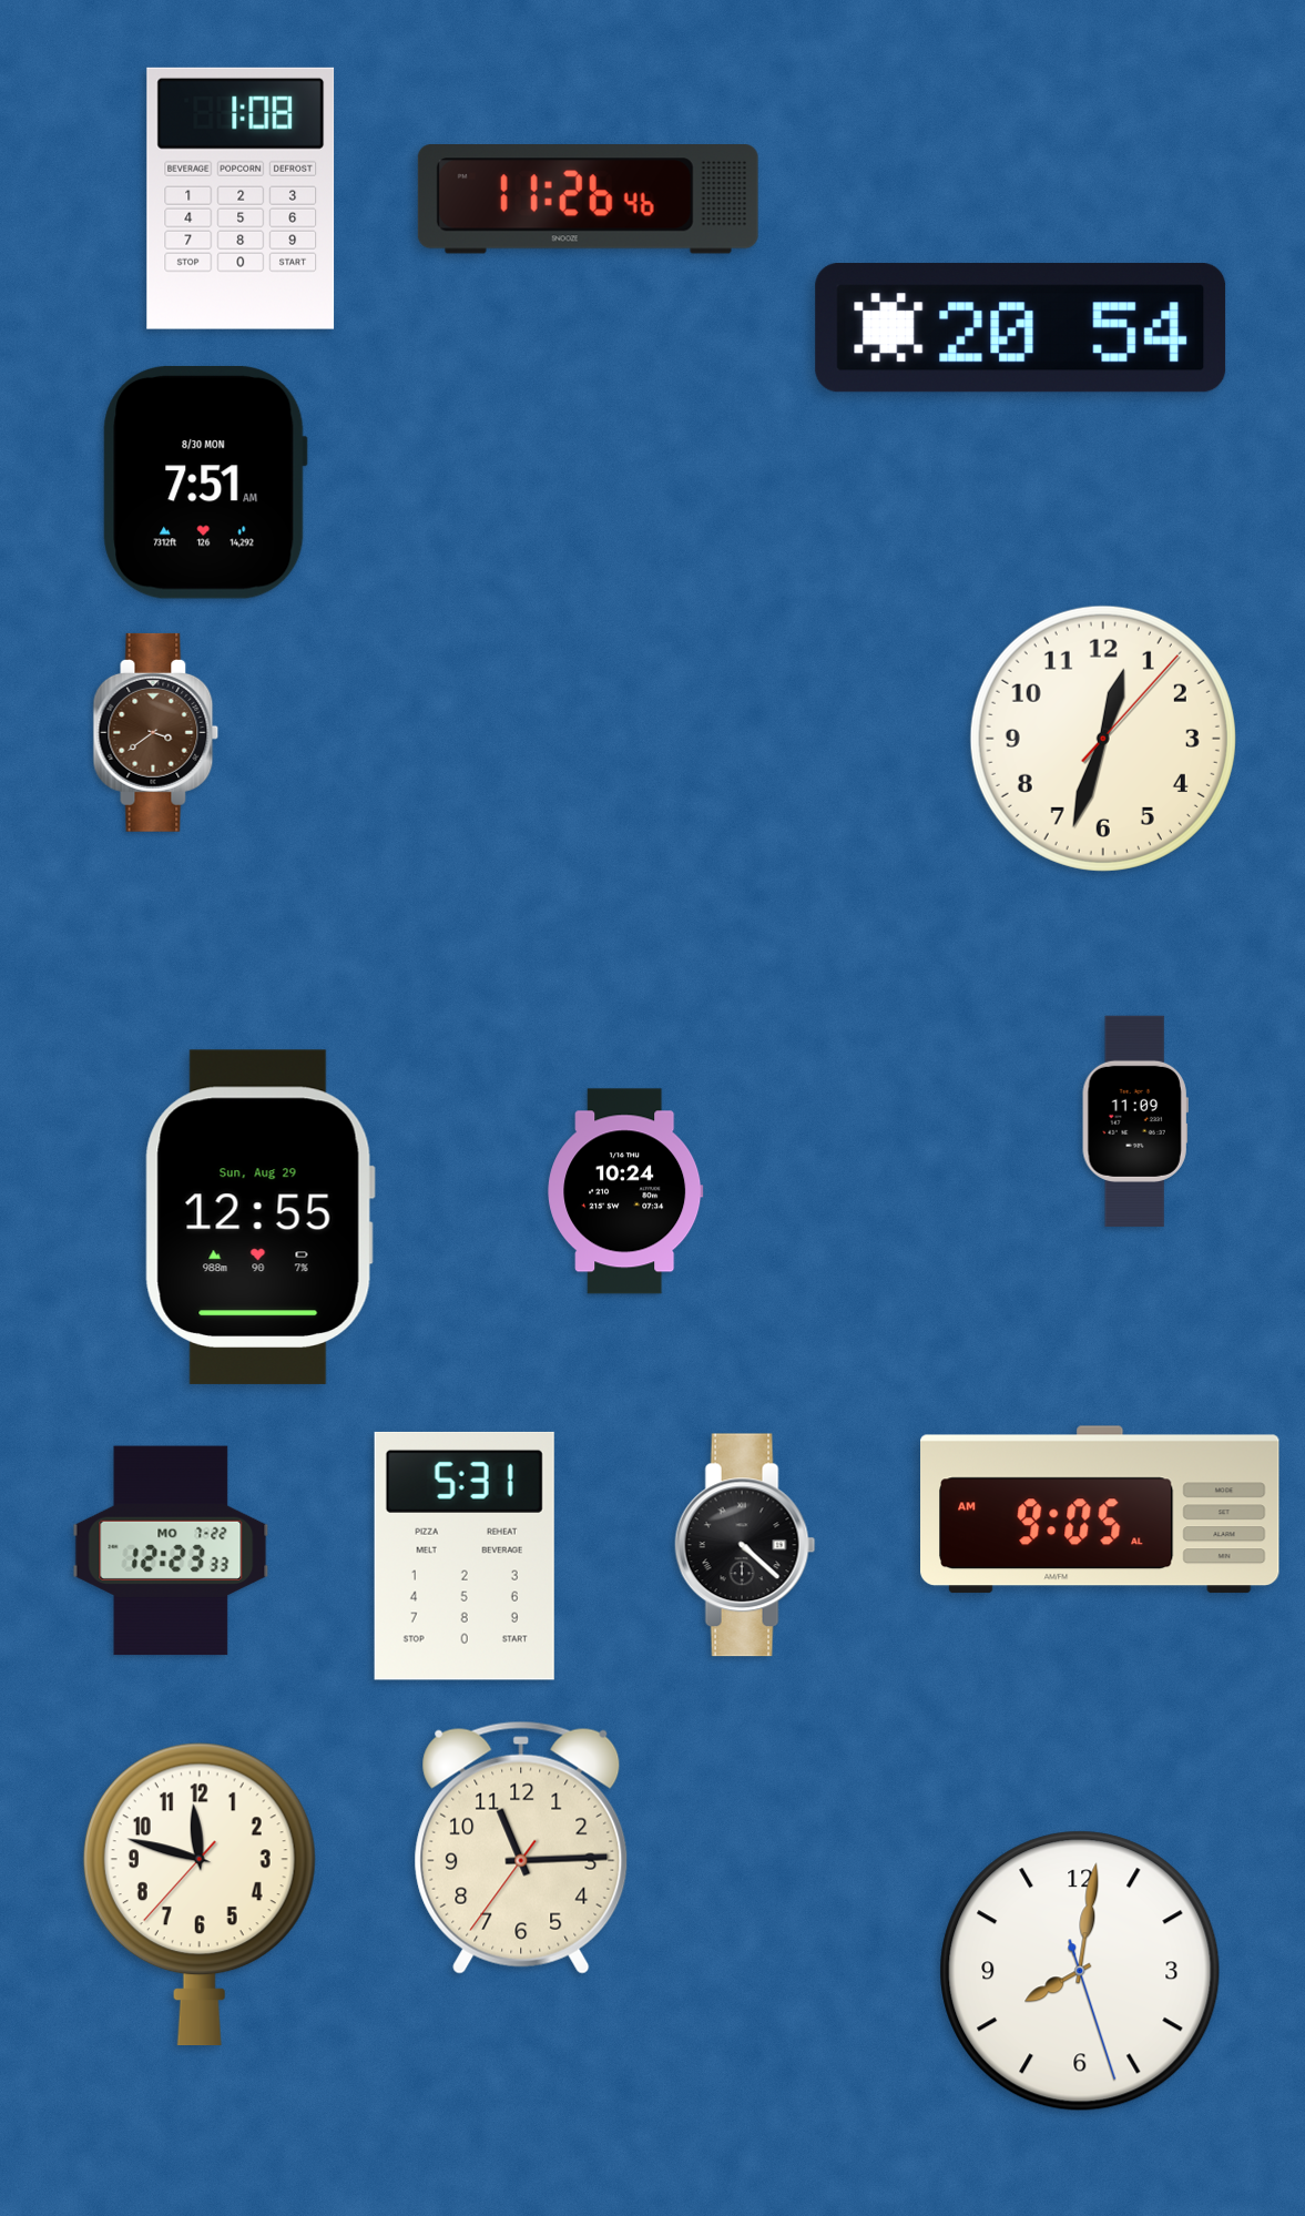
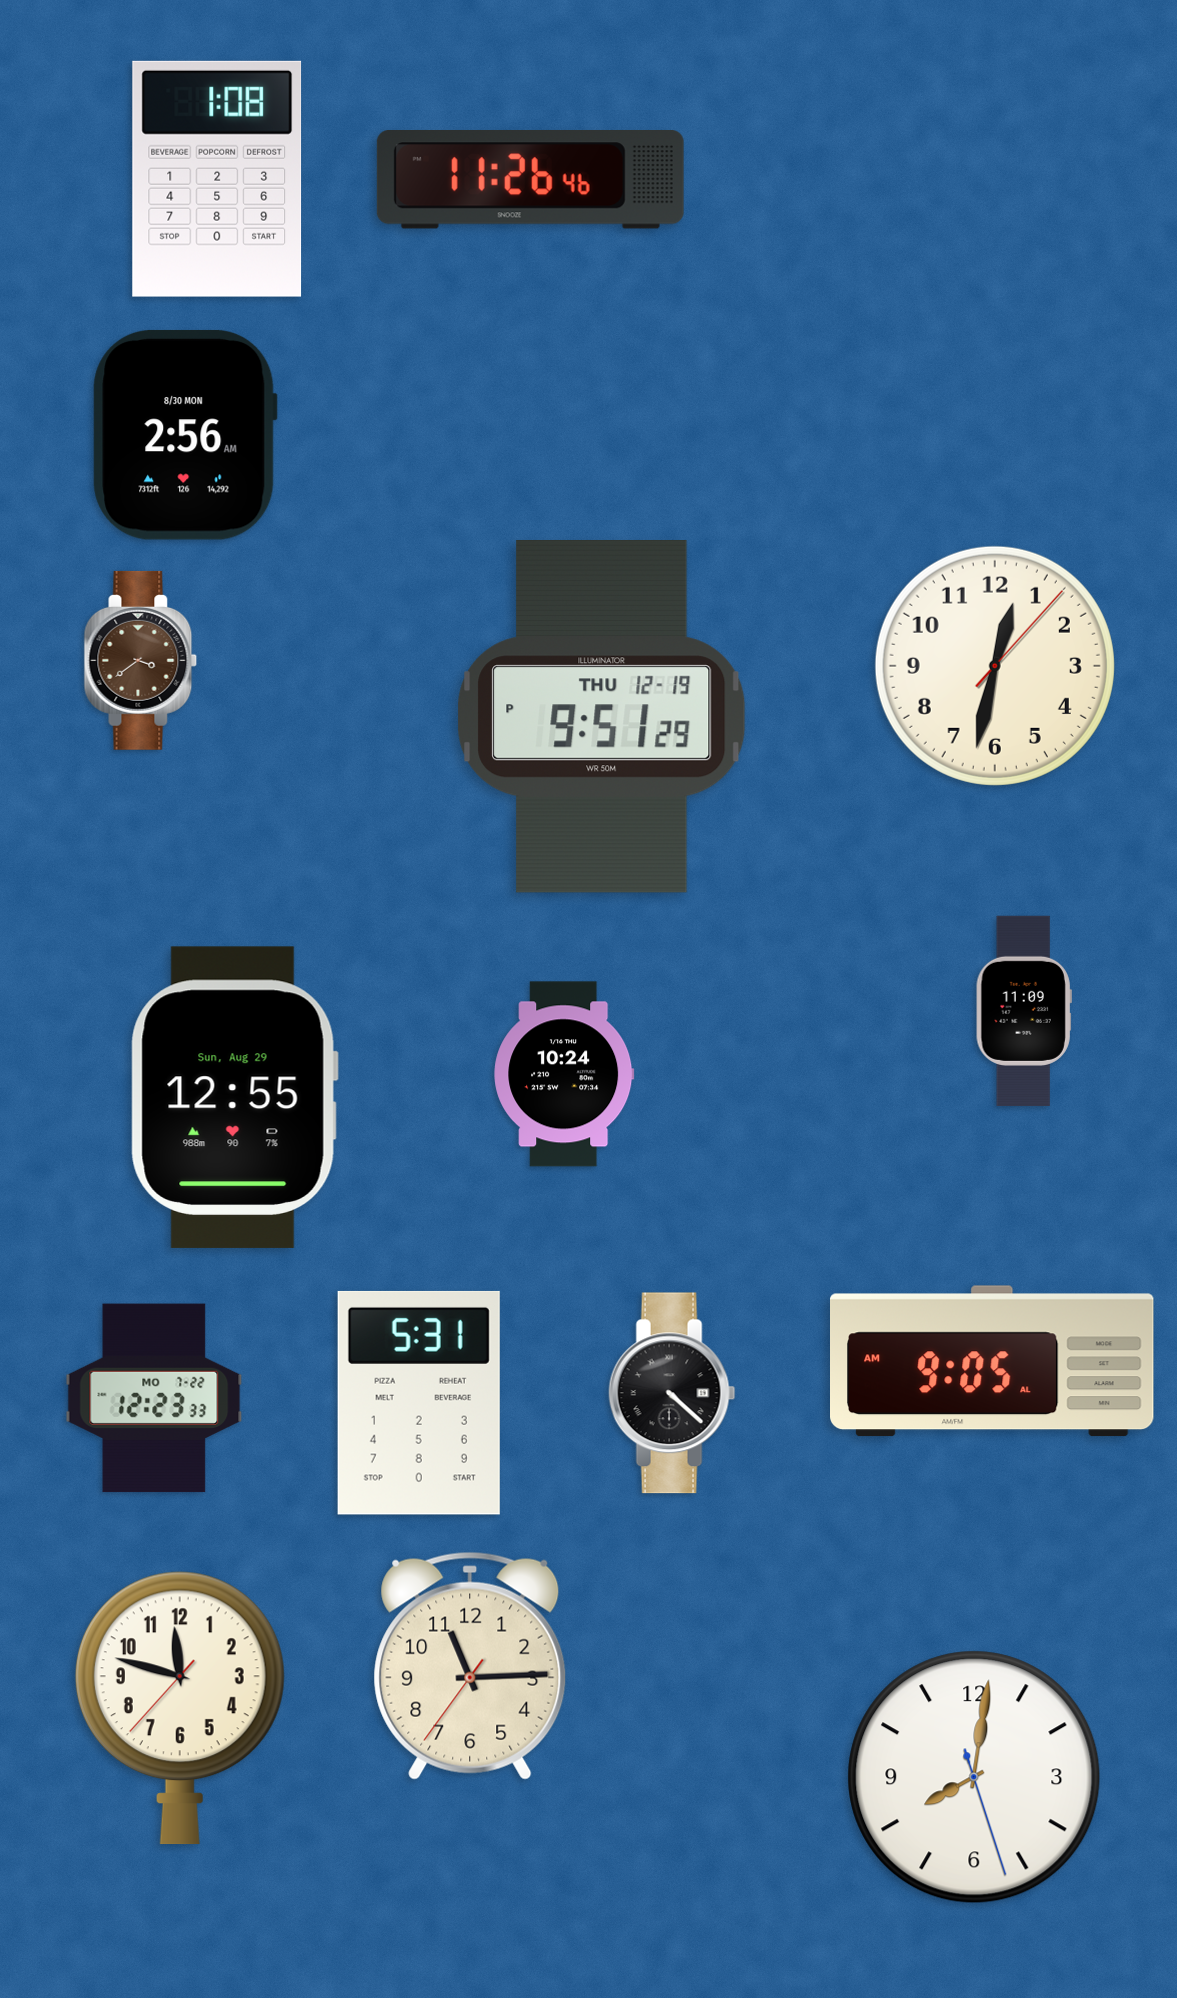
clock at (1021, 328): 20:54 -> none
clock at (205, 482): 7:51 -> 2:56
clock at (1103, 739): 12:33 -> 12:32
clock at (602, 717): none -> 9:51
